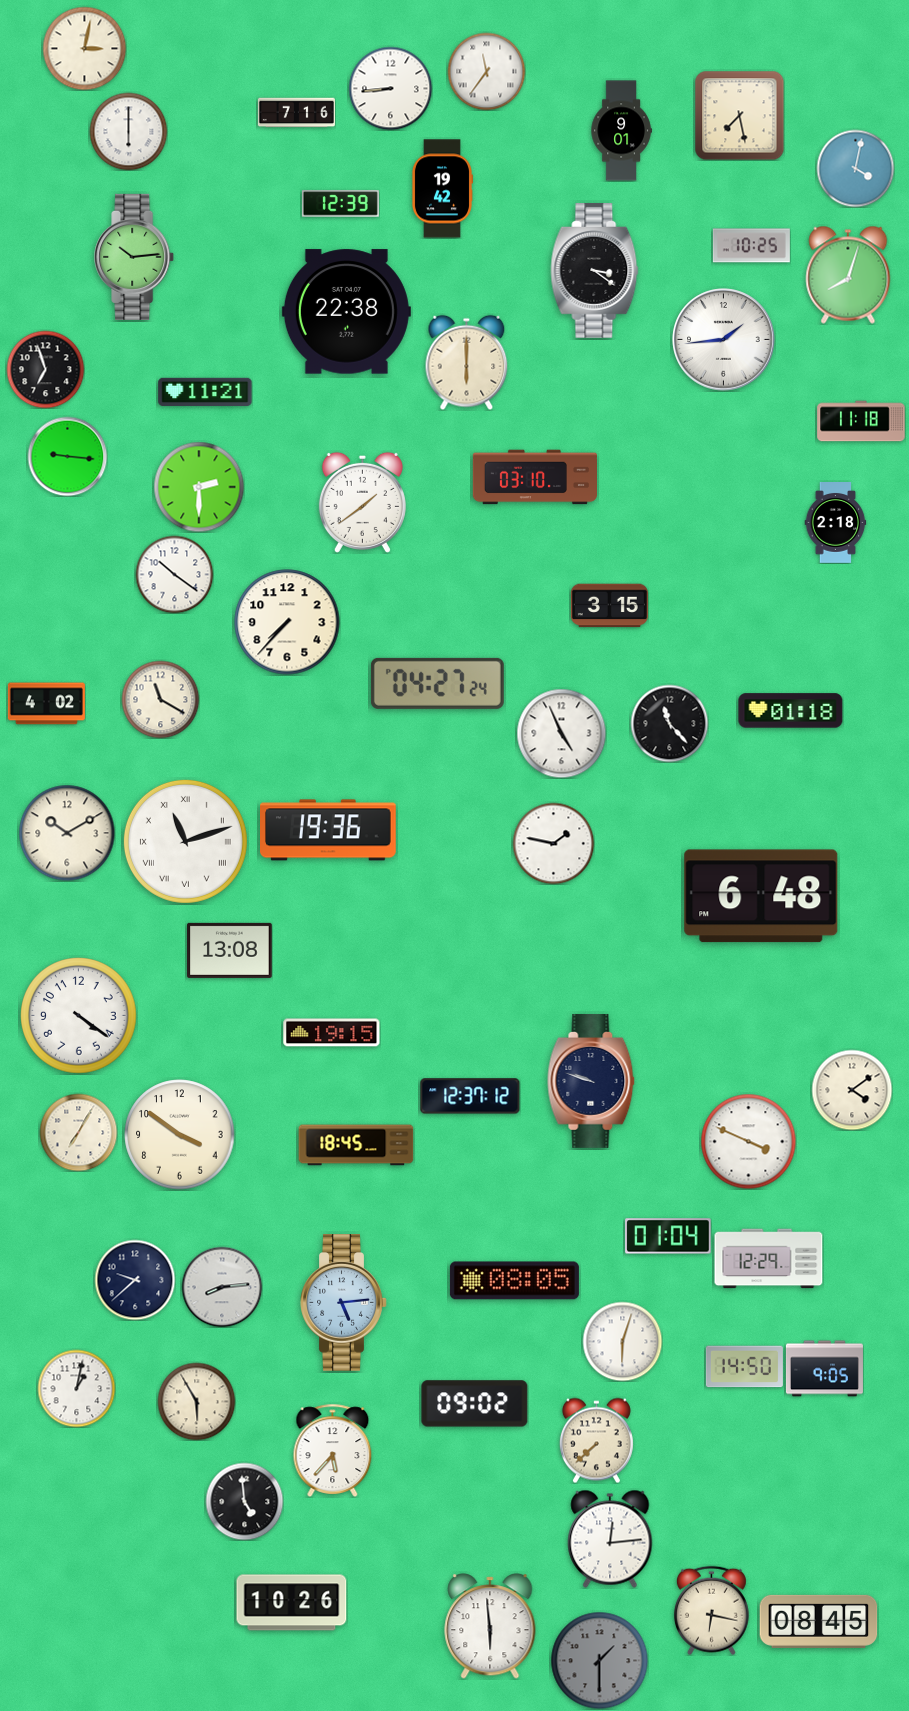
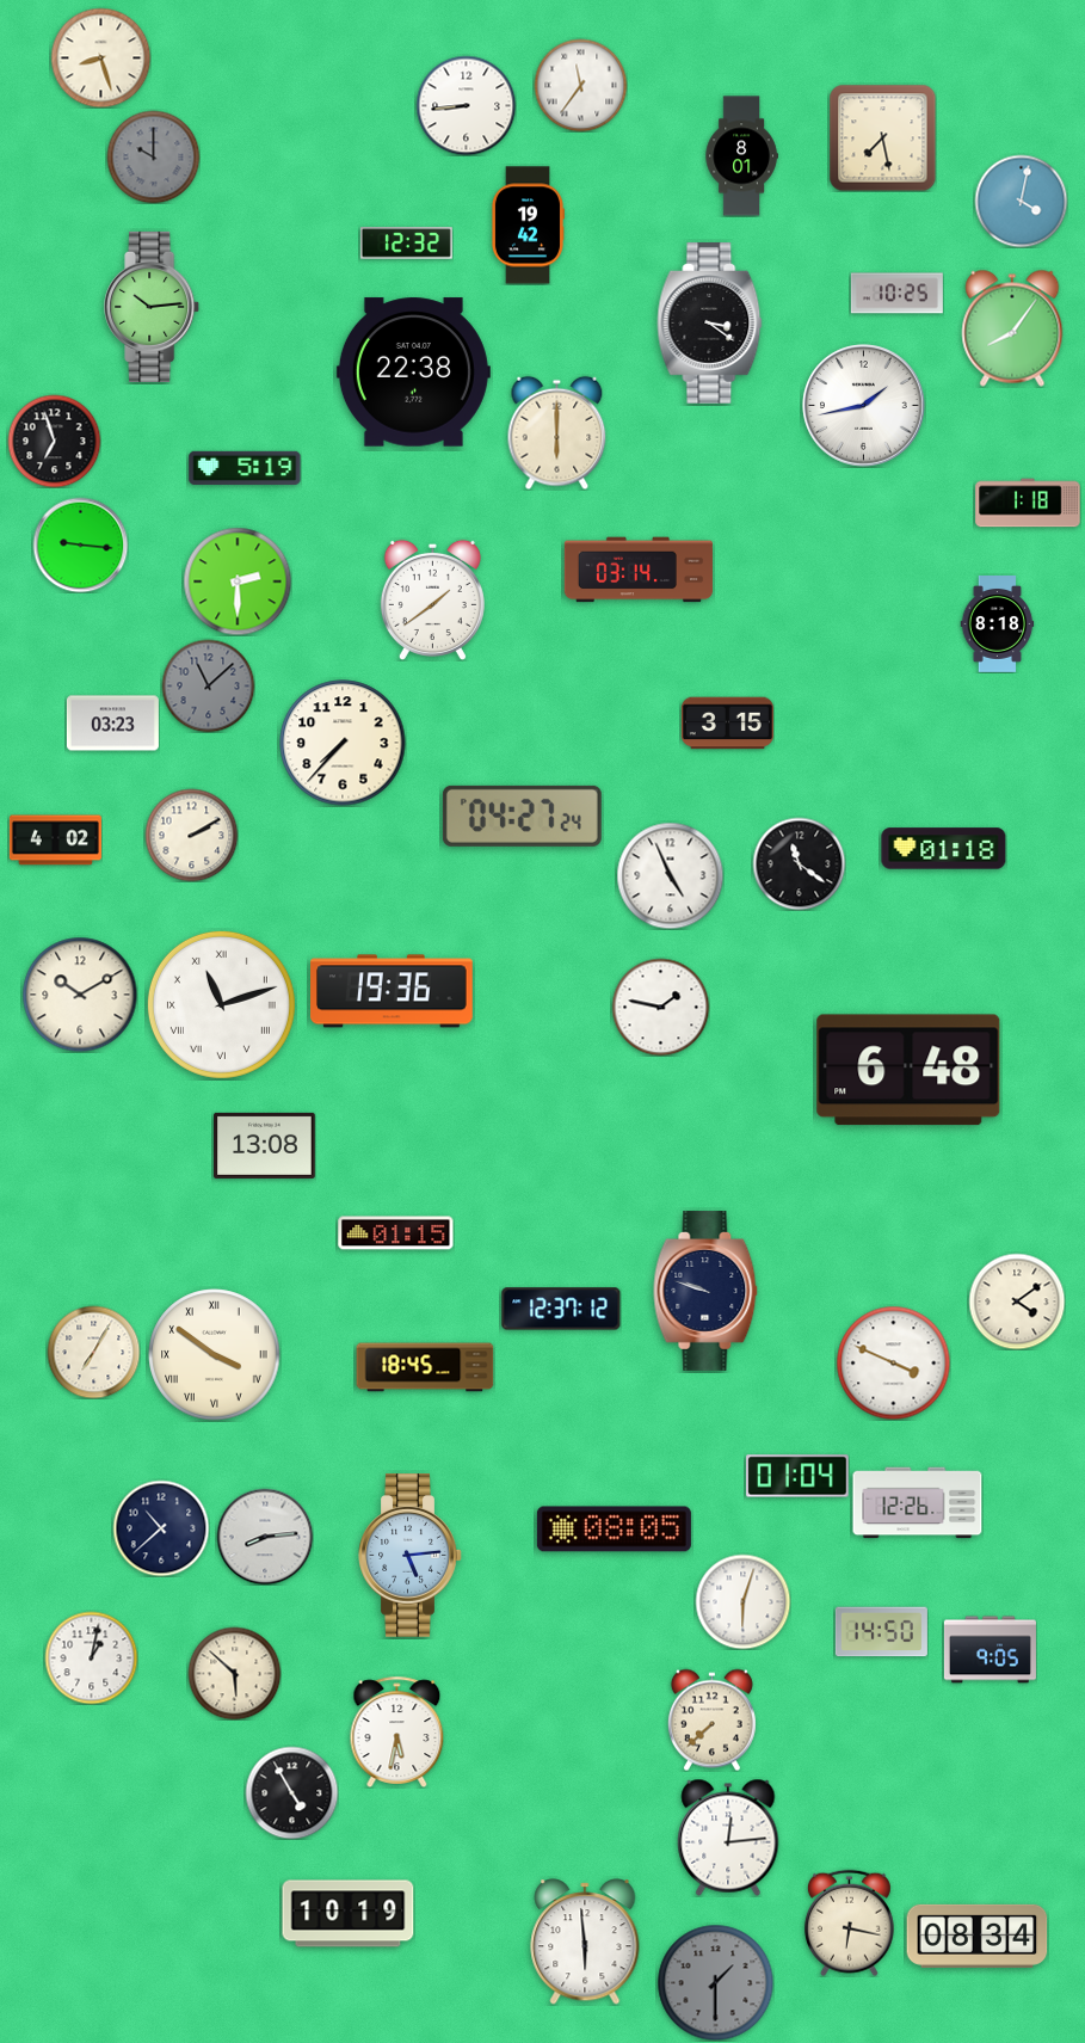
clock at (84, 48): 3:02 -> 8:27
clock at (296, 113): 7:16 -> none
clock at (128, 131): 6:00 -> 10:00
clock at (128, 131) dial: white -> grey
clock at (621, 131): 9:01 -> 8:01
clock at (340, 204): 12:39 -> 12:32
clock at (135, 257) position: (135, 257) -> (153, 307)
clock at (848, 275): 8:03 -> 8:06
clock at (724, 340): 1:44 -> 1:43
clock at (205, 392): 11:21 -> 5:19
clock at (861, 421): 11:18 -> 1:18
clock at (534, 477): 03:10 -> 03:14
clock at (836, 523): 2:18 -> 8:18
clock at (174, 574): 10:21 -> 11:08
clock at (174, 574) dial: white -> grey
clock at (112, 724): none -> 03:23
clock at (160, 699): 11:20 -> 2:10
clock at (669, 723): 11:23 -> 11:21
clock at (230, 950) position: (230, 950) -> (265, 1145)
clock at (79, 1016): 4:21 -> none
clock at (332, 1033): 19:15 -> 01:15
clock at (180, 1135) numerals: Arabic -> Roman
clock at (769, 1259): 12:29 -> 12:26
clock at (135, 1280): 9:38 -> 10:38
clock at (744, 1367) position: (744, 1367) -> (881, 1632)
clock at (824, 1369) position: (824, 1369) -> (990, 1650)
clock at (196, 1401): 5:55 -> 5:52
clock at (475, 1404): 09:02 -> none
clock at (333, 1450): 5:37 -> 5:32
clock at (244, 1501): 4:59 -> 4:55
clock at (292, 1603): 10:26 -> 10:19
clock at (819, 1621): 08:45 -> 08:34
